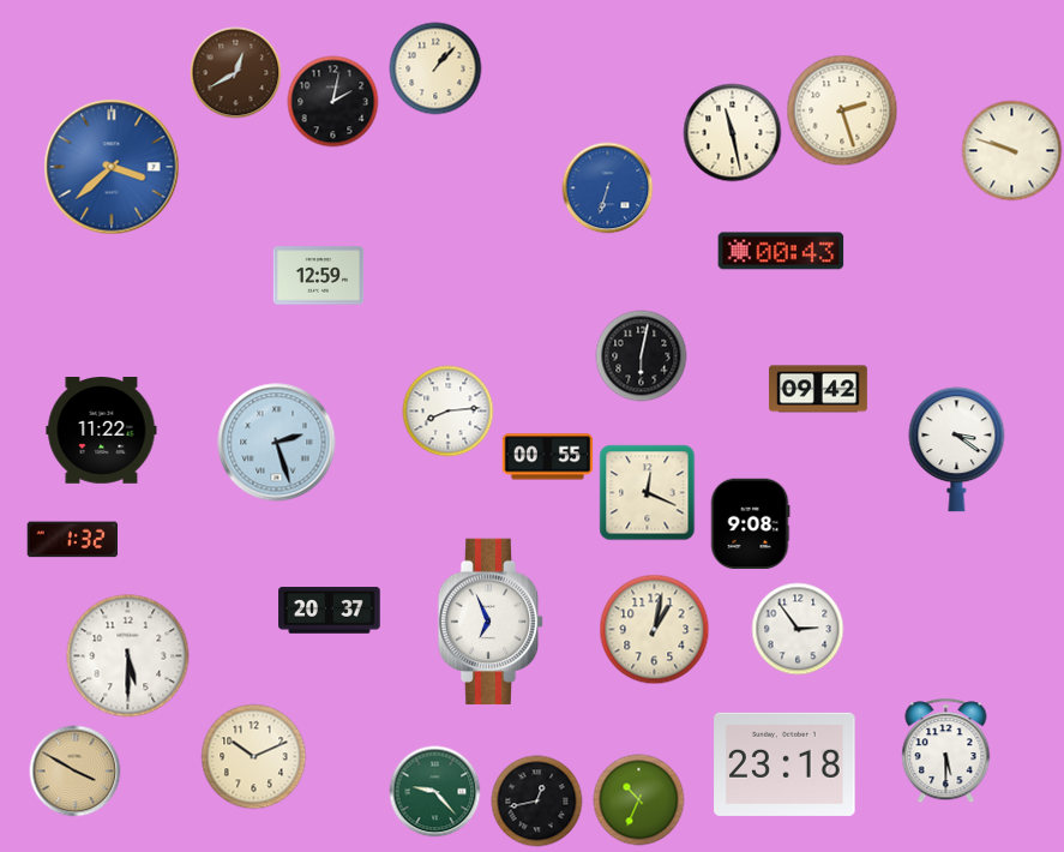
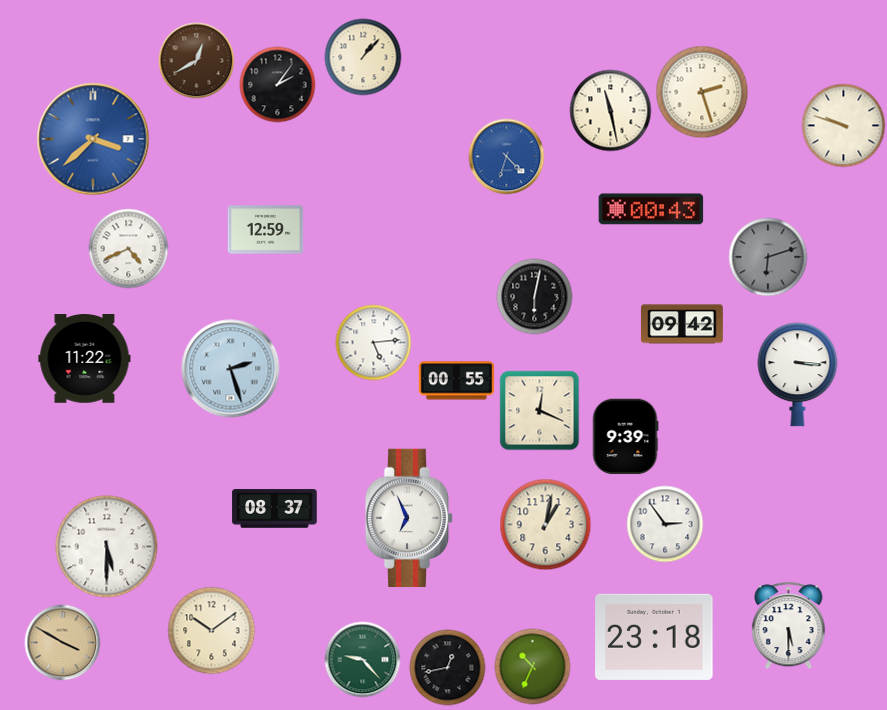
clock at (333, 102): 2:02 -> 2:06
clock at (608, 188): 6:33 -> 4:33
clock at (129, 249): none -> 4:41
clock at (768, 257): none -> 6:12
clock at (449, 412): 8:14 -> 5:14
clock at (957, 450): 3:21 -> 3:16
clock at (750, 524): 9:08 -> 9:39
clock at (72, 540): 1:32 -> none
clock at (330, 611): 20:37 -> 08:37
clock at (254, 757): 10:11 -> 10:09
